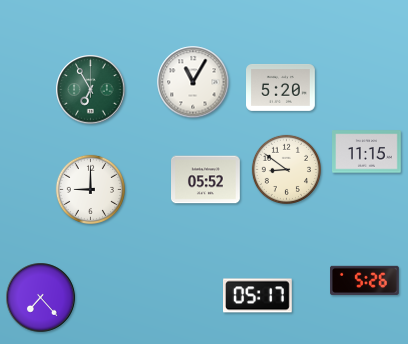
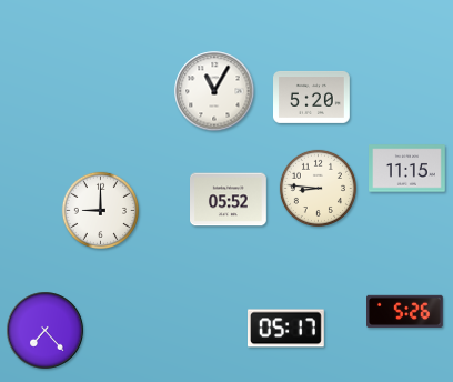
clock at (91, 90): 6:55 -> none
clock at (286, 169): 8:51 -> 8:46
